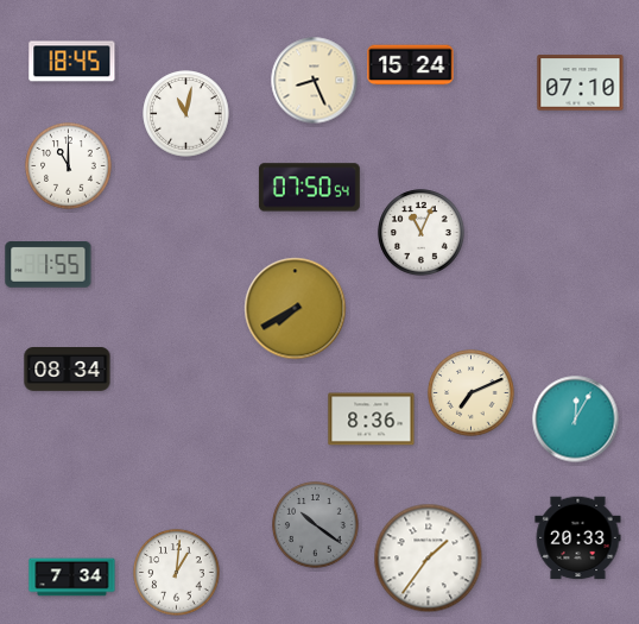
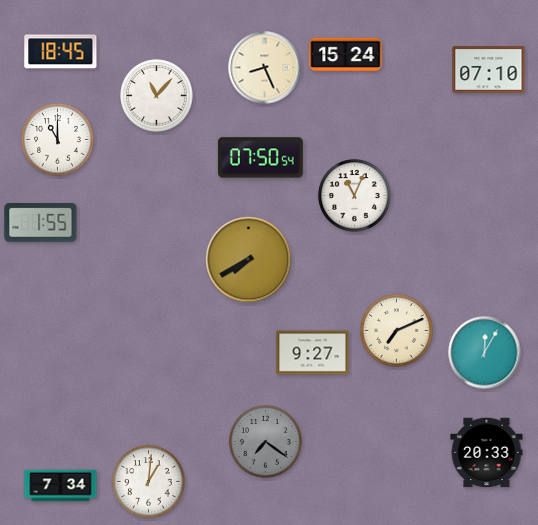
clock at (186, 114): 11:02 -> 11:07
clock at (68, 370): 08:34 -> none
clock at (372, 420): 8:36 -> 9:27
clock at (316, 525): 10:21 -> 7:21
clock at (429, 559): 1:36 -> none
